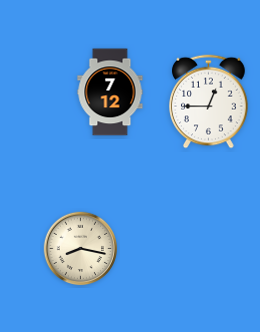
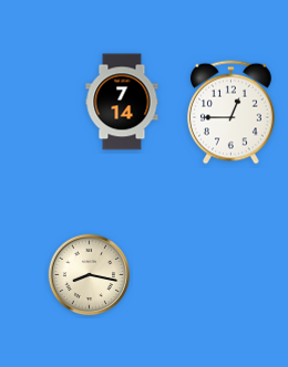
clock at (110, 92): 7:12 -> 7:14
